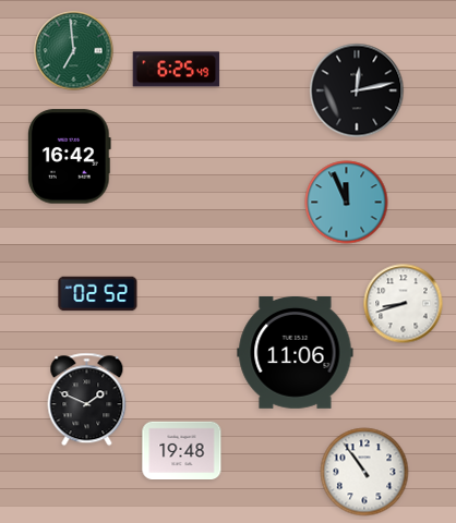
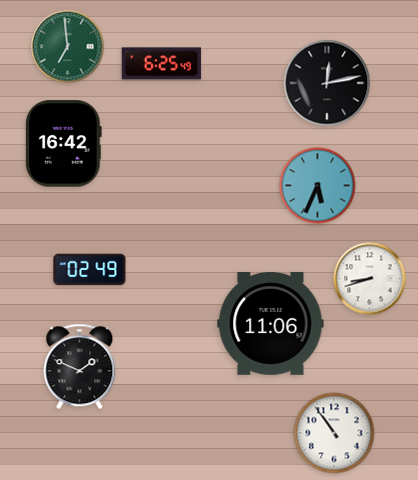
clock at (347, 203): 11:56 -> 5:34
clock at (98, 294): 02:52 -> 02:49
clock at (182, 450): 19:48 -> none
